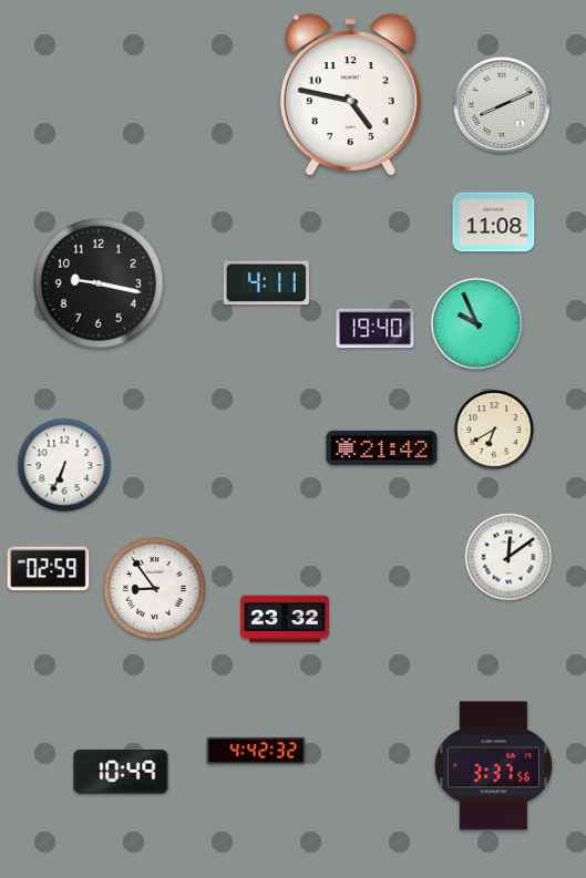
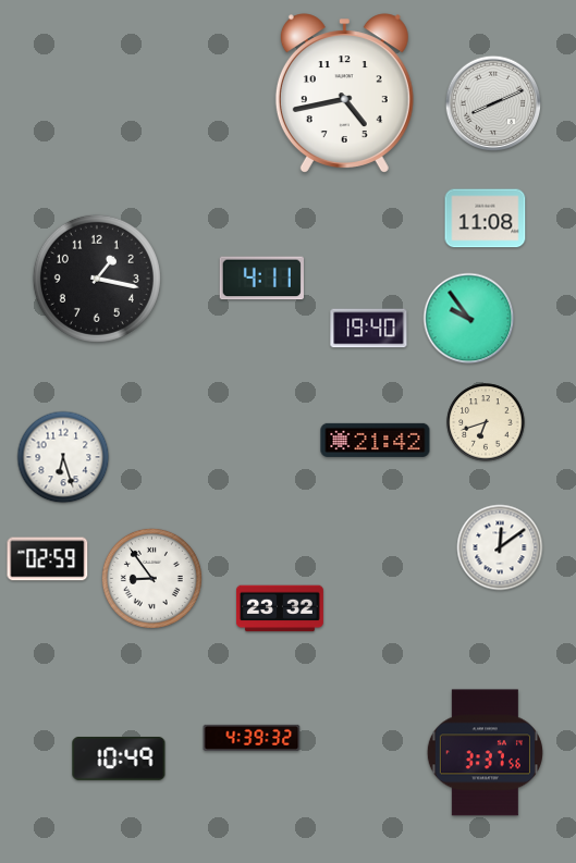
clock at (350, 95): 4:47 -> 4:43
clock at (99, 283): 9:17 -> 1:17
clock at (477, 324): 9:56 -> 9:54
clock at (376, 329) position: (376, 329) -> (369, 329)
clock at (494, 430): 6:40 -> 6:42
clock at (64, 465): 6:34 -> 6:27
clock at (256, 751): 4:42 -> 4:39
